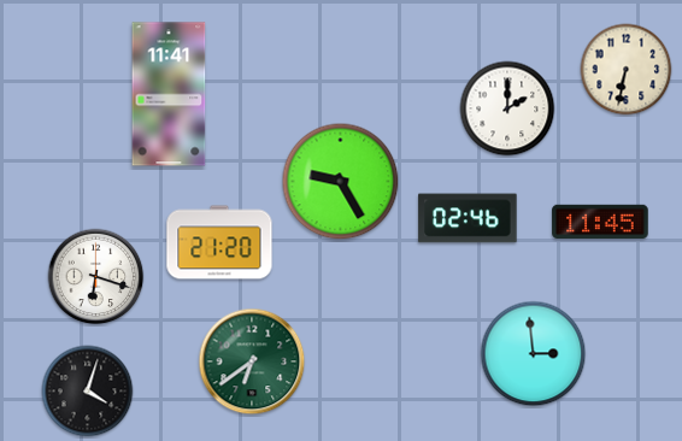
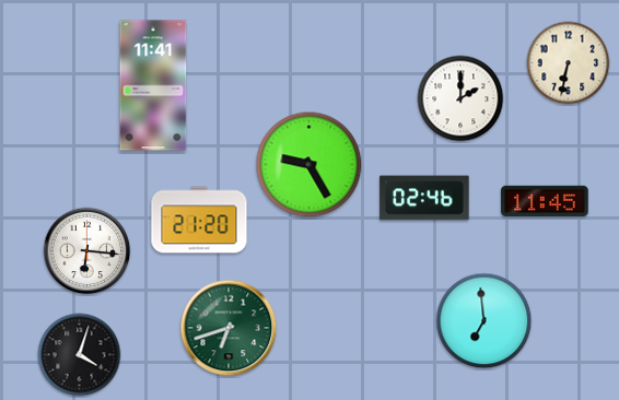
clock at (96, 277): 6:18 -> 6:16
clock at (534, 354): 2:59 -> 6:59
clock at (252, 361): 6:39 -> 6:42
